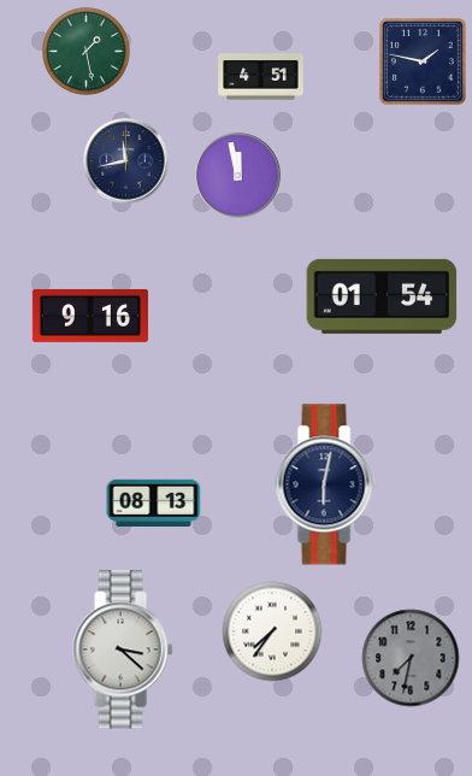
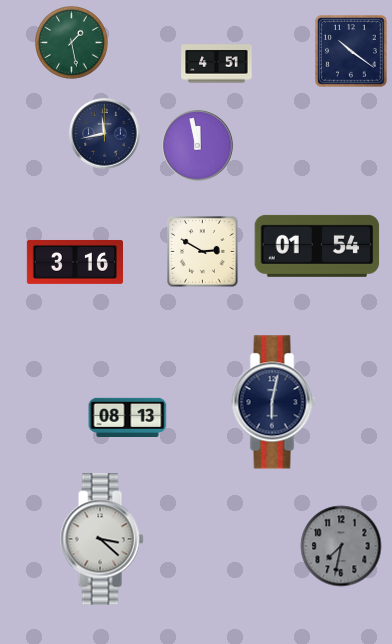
clock at (424, 63): 1:47 -> 10:21
clock at (203, 252): none -> 2:50
clock at (89, 316): 9:16 -> 3:16
clock at (326, 484) position: (326, 484) -> (274, 402)
clock at (272, 631): 7:36 -> none
